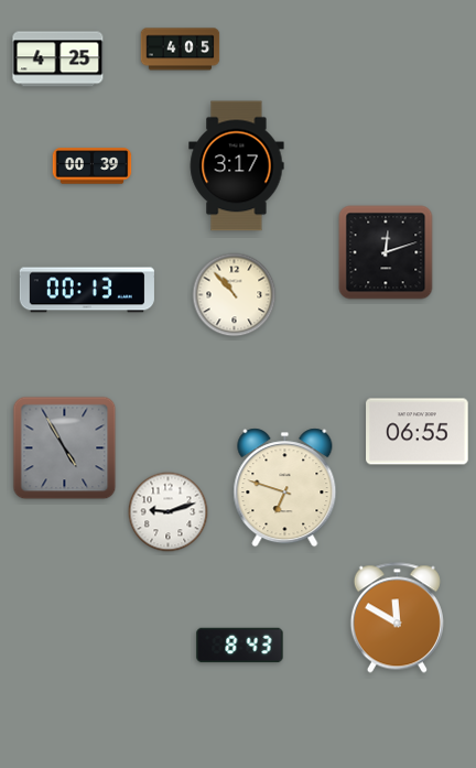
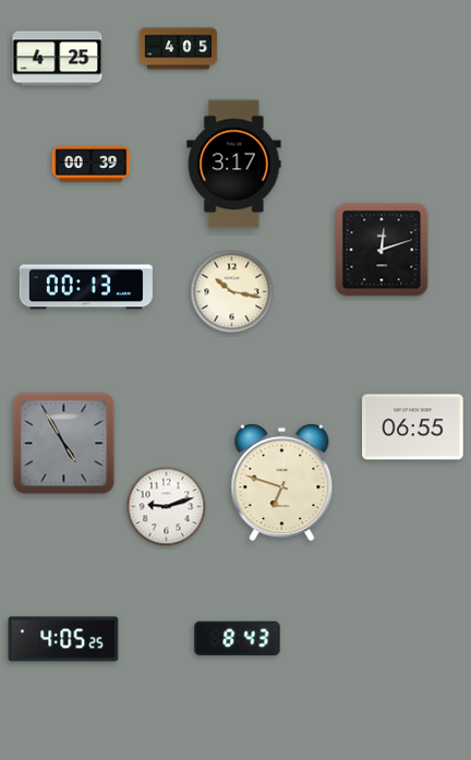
clock at (235, 295): 10:53 -> 10:17
clock at (397, 618): 11:50 -> none
clock at (63, 639): none -> 4:05
